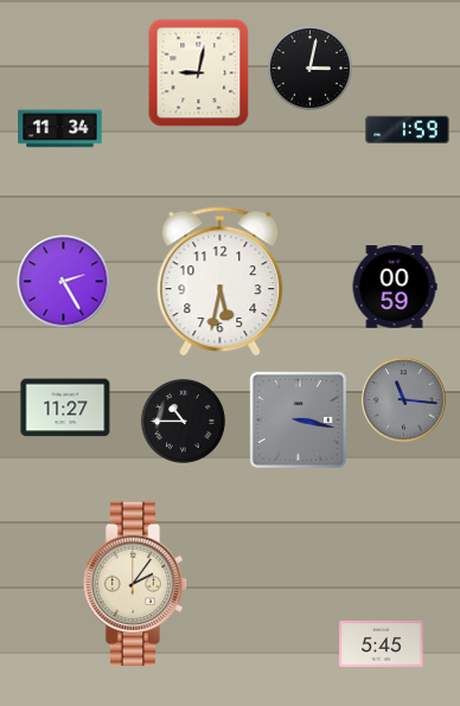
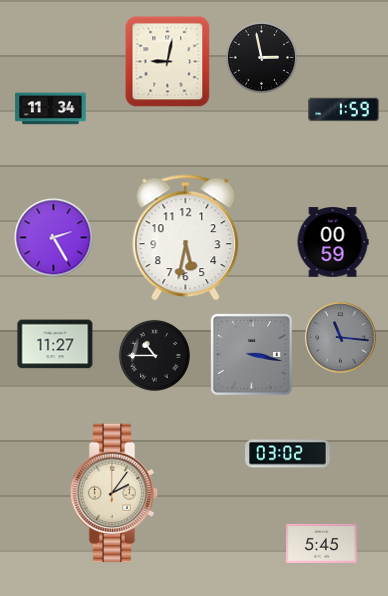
clock at (309, 68): 3:02 -> 2:58
clock at (288, 454): none -> 03:02
